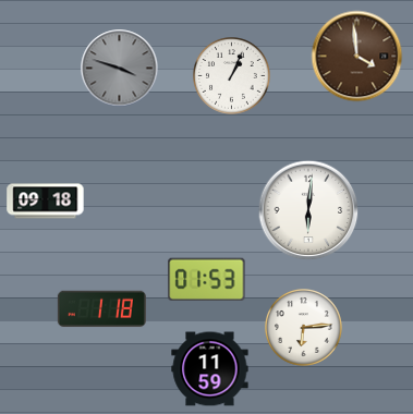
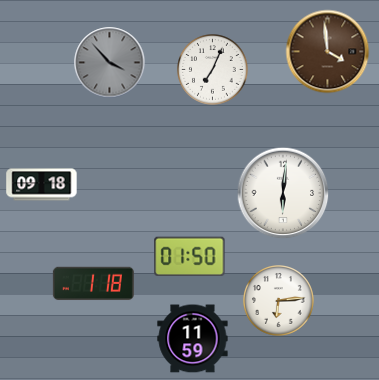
clock at (120, 69): 3:48 -> 3:53
clock at (232, 76): 1:04 -> 7:04
clock at (207, 280): 01:53 -> 01:50
